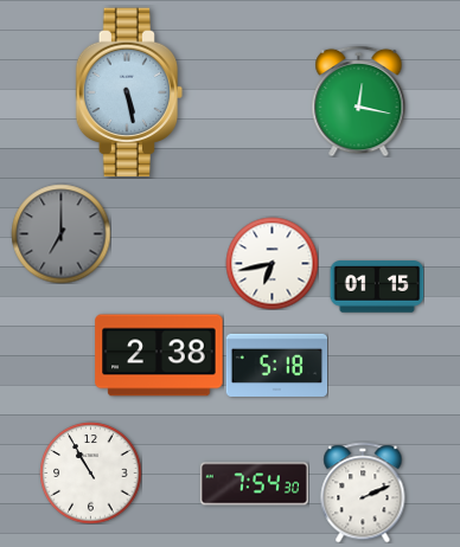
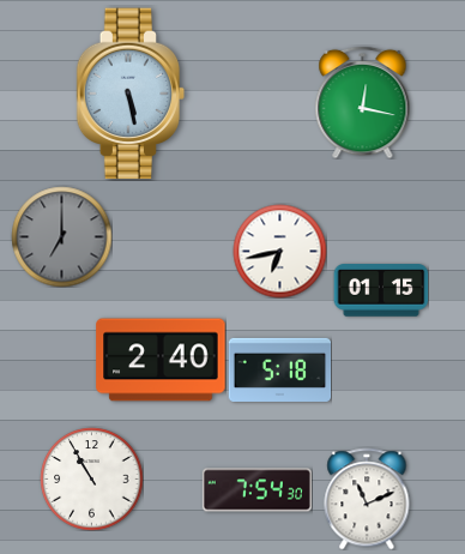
clock at (271, 263) position: (271, 263) -> (279, 251)
clock at (159, 355): 2:38 -> 2:40
clock at (363, 493): 2:11 -> 11:11
